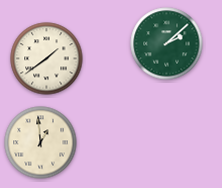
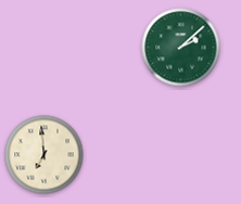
clock at (47, 59): 1:39 -> none
clock at (41, 143): 12:59 -> 6:59
